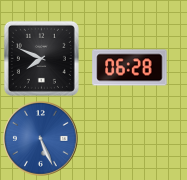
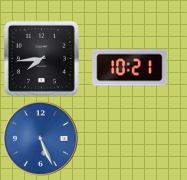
clock at (41, 58): 7:49 -> 7:44
clock at (130, 68): 06:28 -> 10:21
